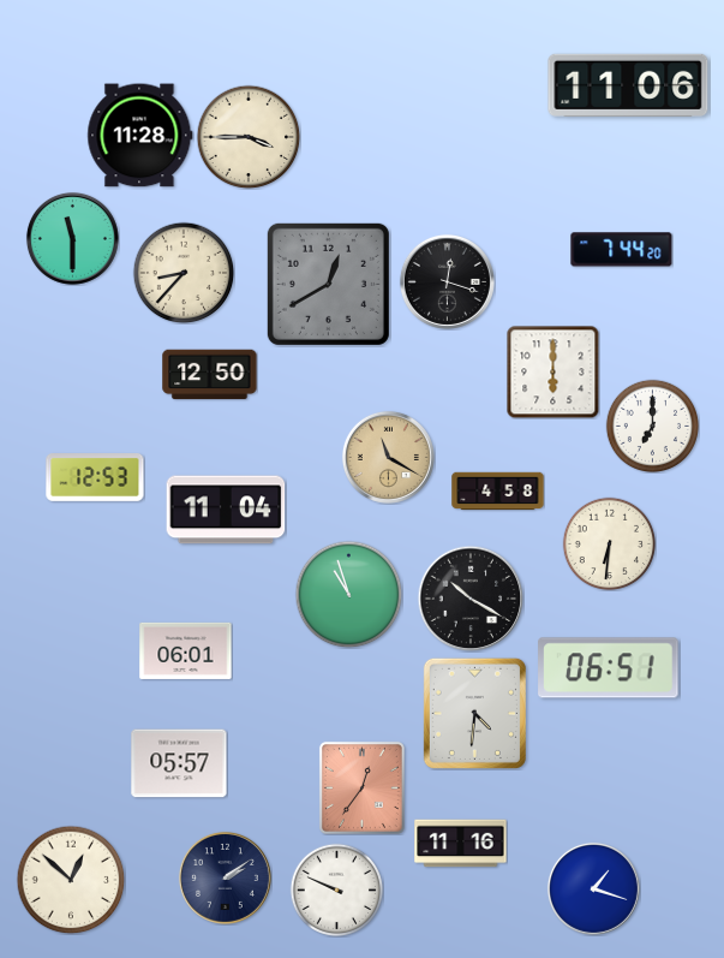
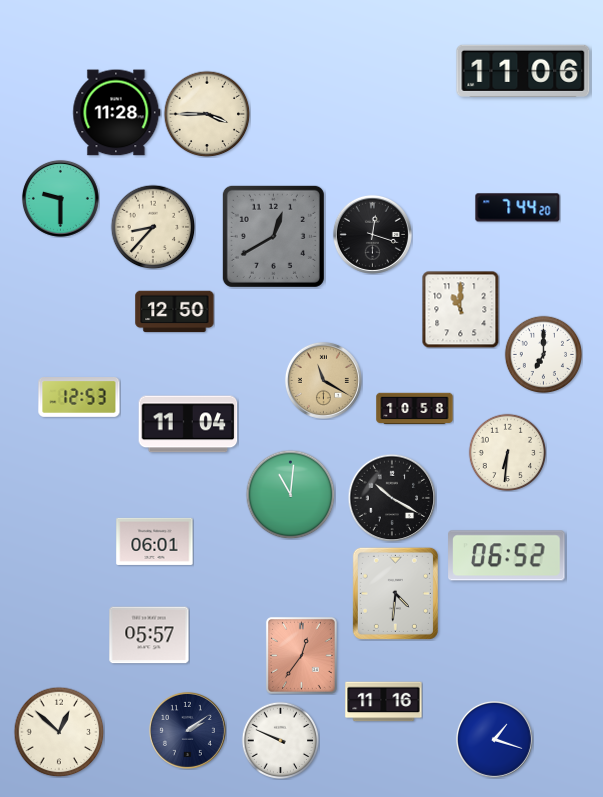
clock at (72, 238): 11:30 -> 9:30
clock at (552, 371): 6:00 -> 11:00
clock at (498, 492): 4:58 -> 10:58
clock at (348, 594): 10:57 -> 11:01
clock at (609, 668): 06:51 -> 06:52
